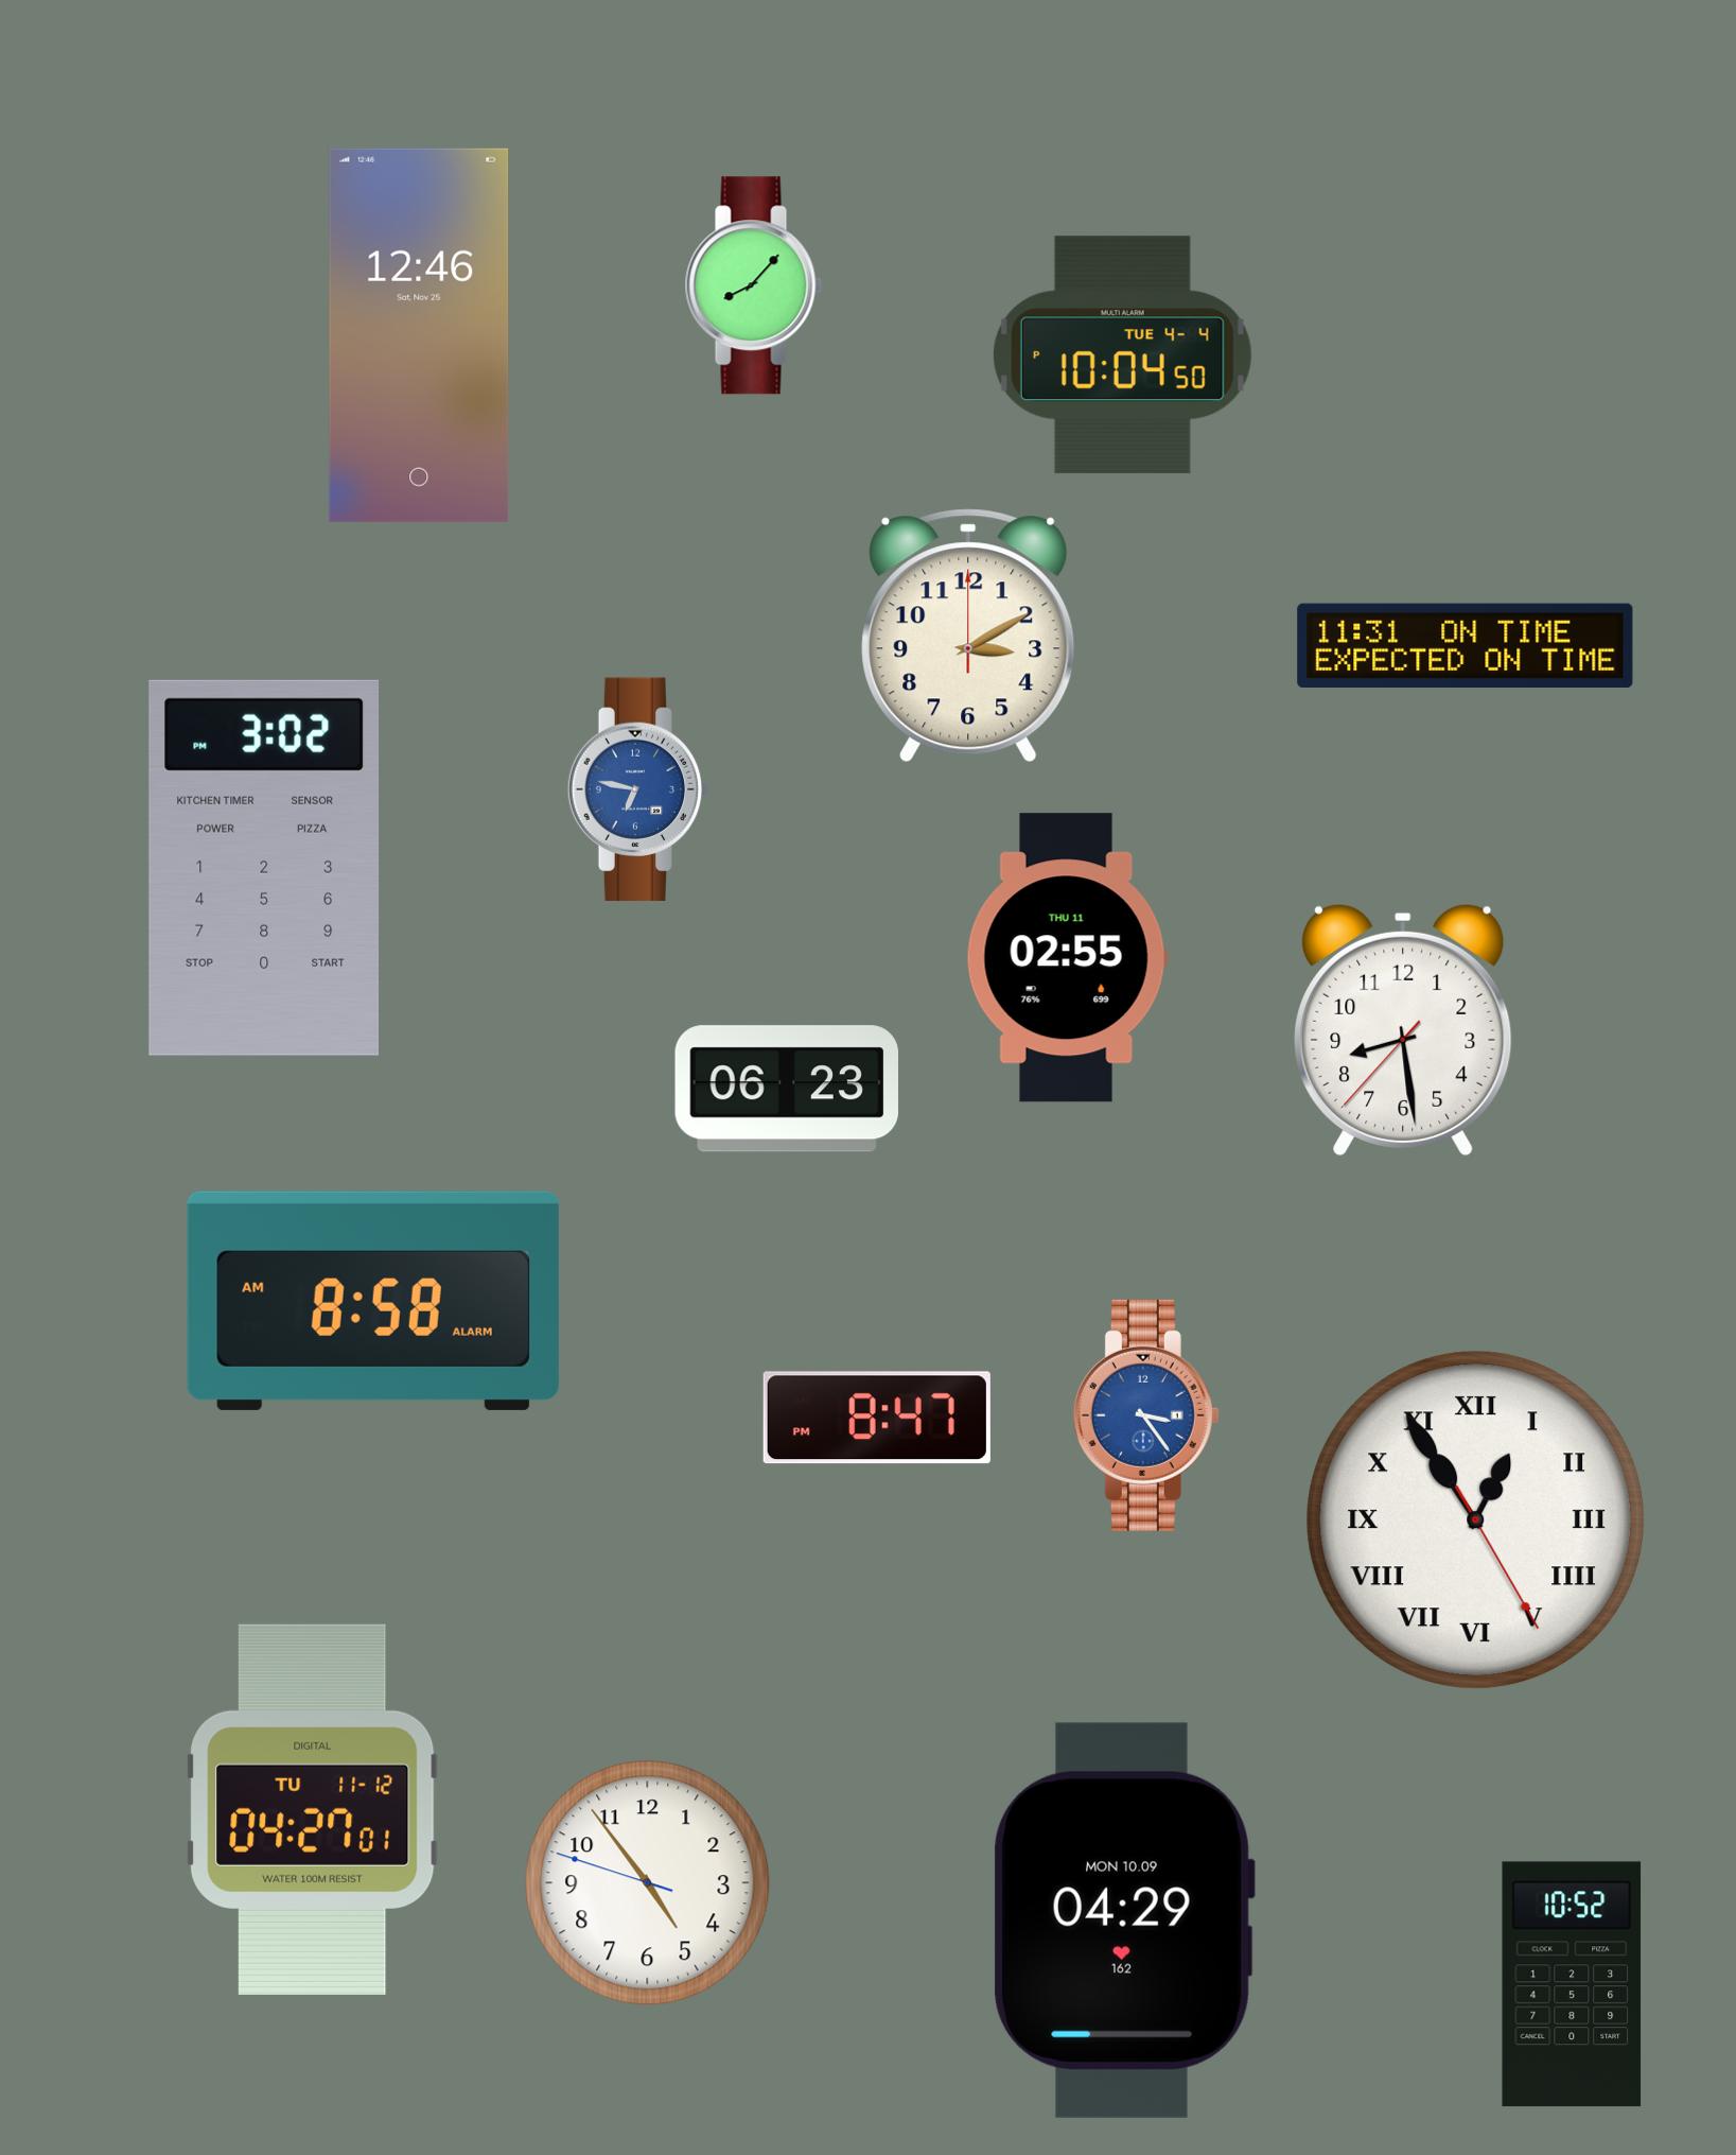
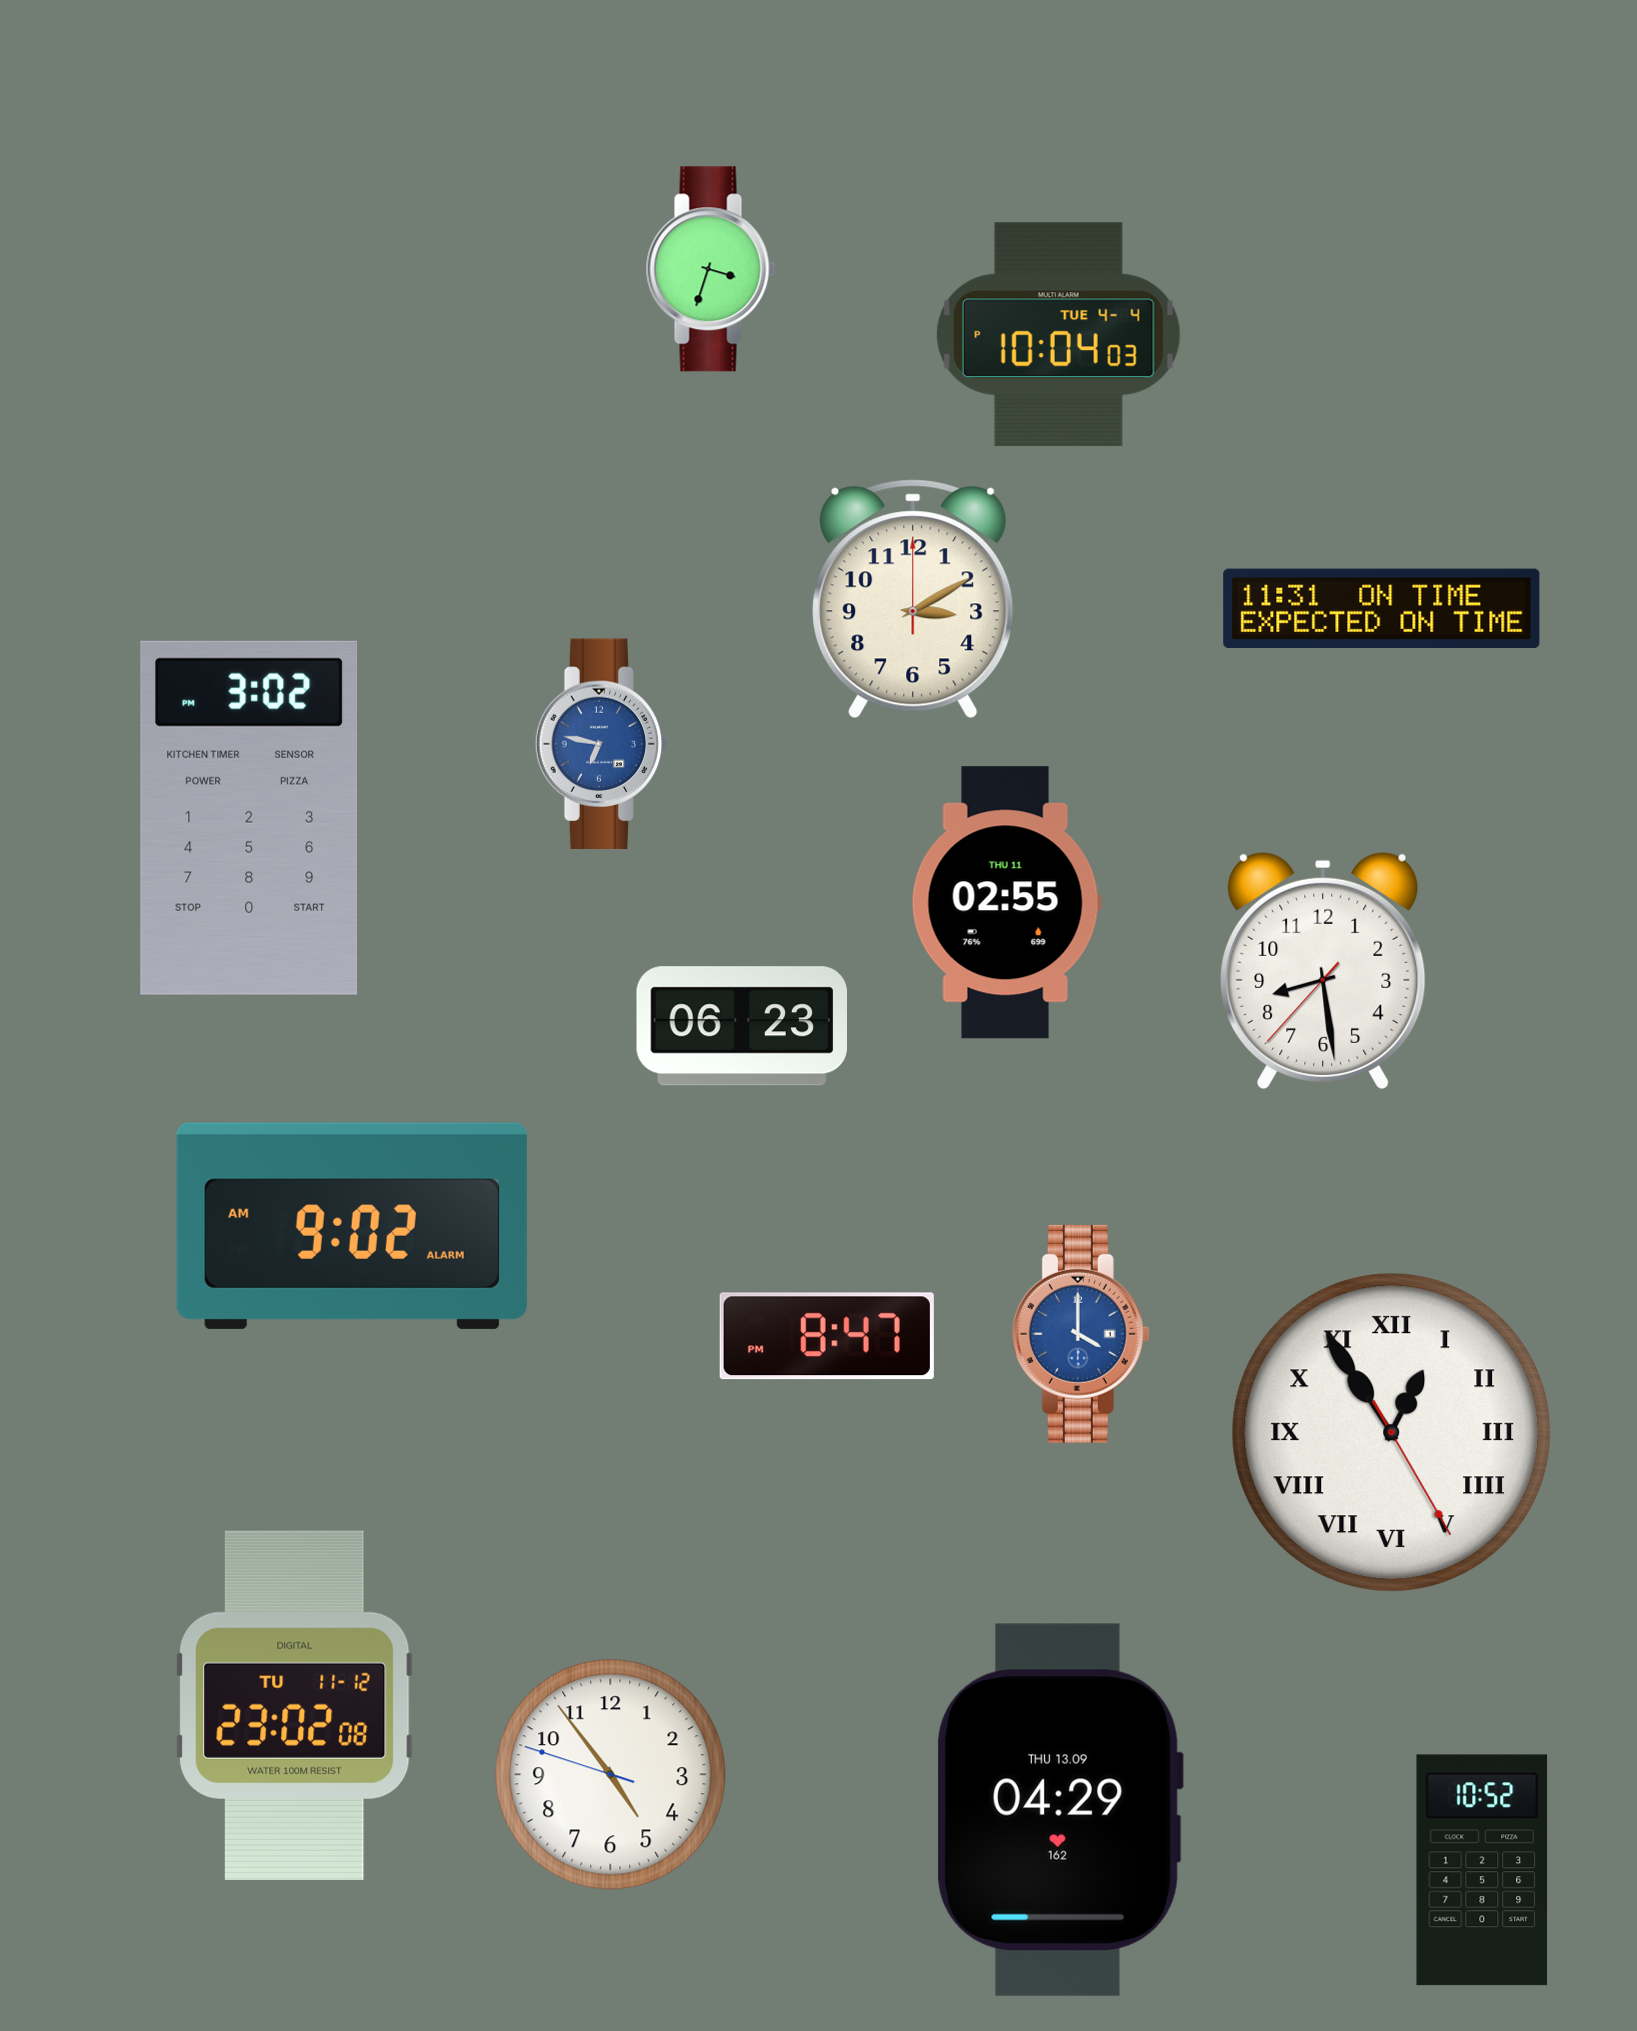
clock at (754, 285): 8:07 -> 3:33
clock at (419, 335): 12:46 -> none
clock at (1122, 355): 10:04:50 PM -> 10:04:03 PM
clock at (373, 1301): 8:58 -> 9:02
clock at (1146, 1415): 3:24 -> 4:00
clock at (313, 1809): 04:27 -> 23:02
clock at (1124, 1921) date: MON 10.09 -> THU 13.09
